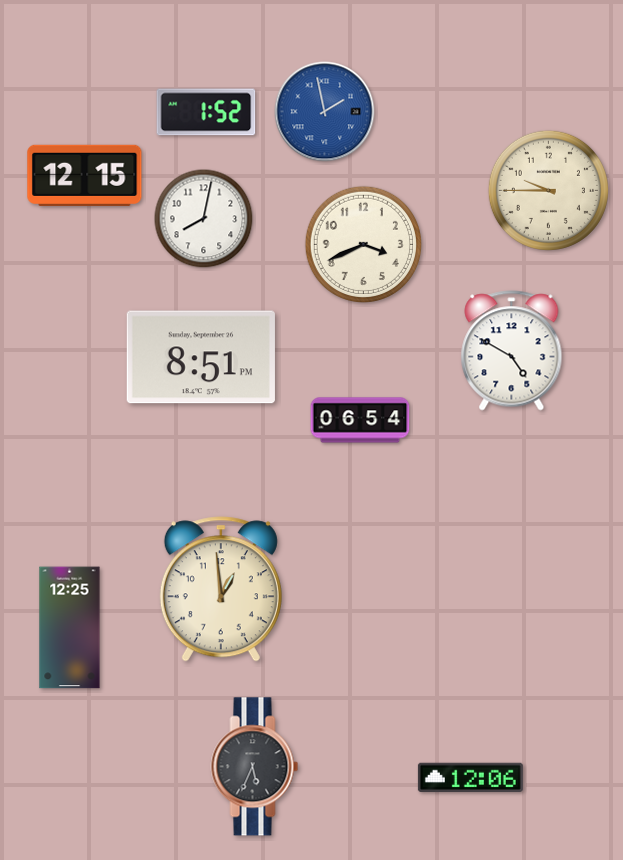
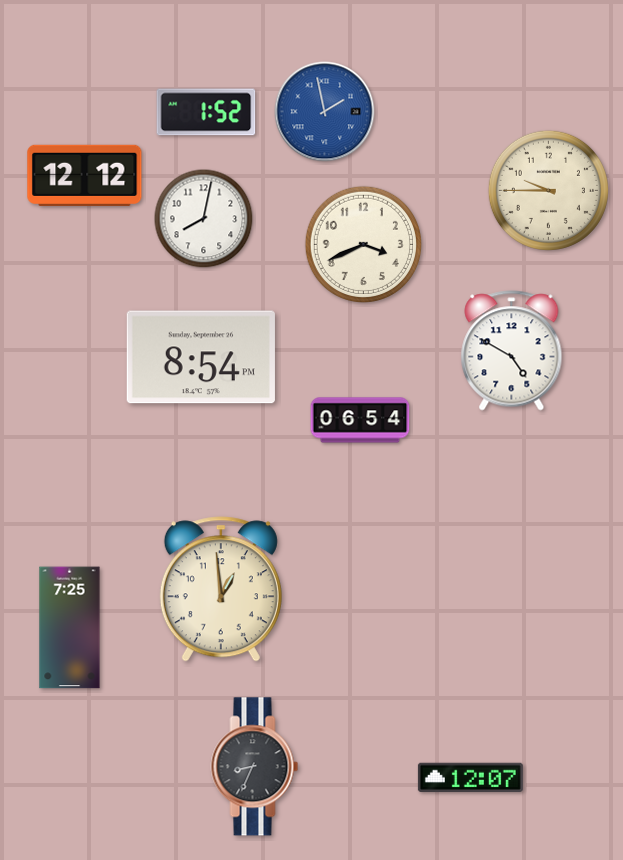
clock at (85, 175): 12:15 -> 12:12
clock at (201, 357): 8:51 -> 8:54
clock at (70, 628): 12:25 -> 7:25
clock at (255, 767): 5:34 -> 8:34
clock at (470, 778): 12:06 -> 12:07
